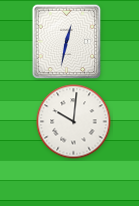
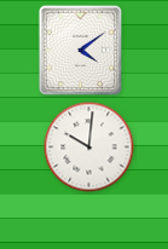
clock at (67, 42): 12:32 -> 4:09
